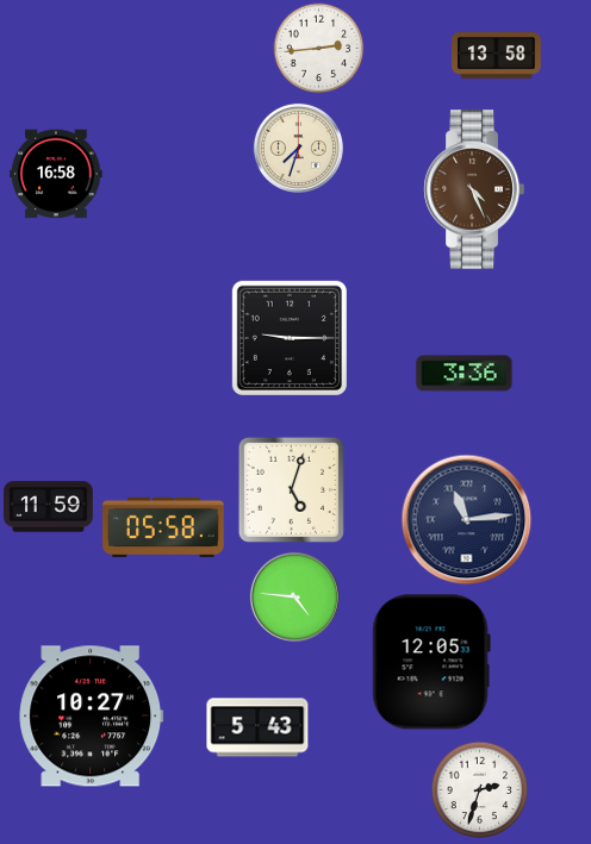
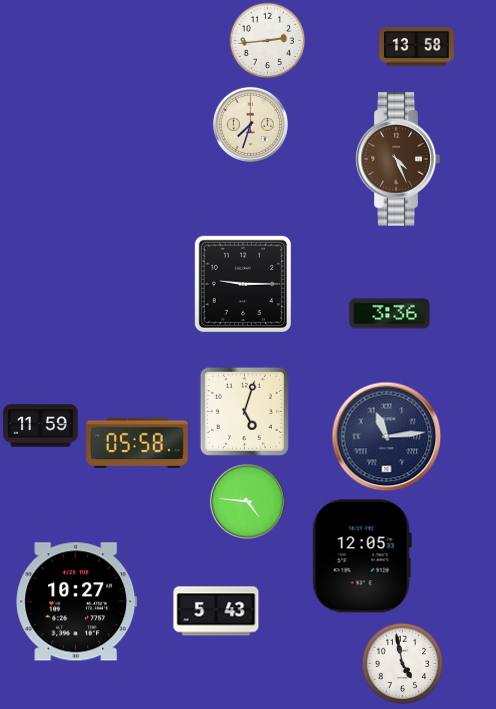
clock at (56, 174): 16:58 -> none
clock at (467, 520) position: (467, 520) -> (387, 437)
clock at (480, 790): 2:33 -> 4:58
